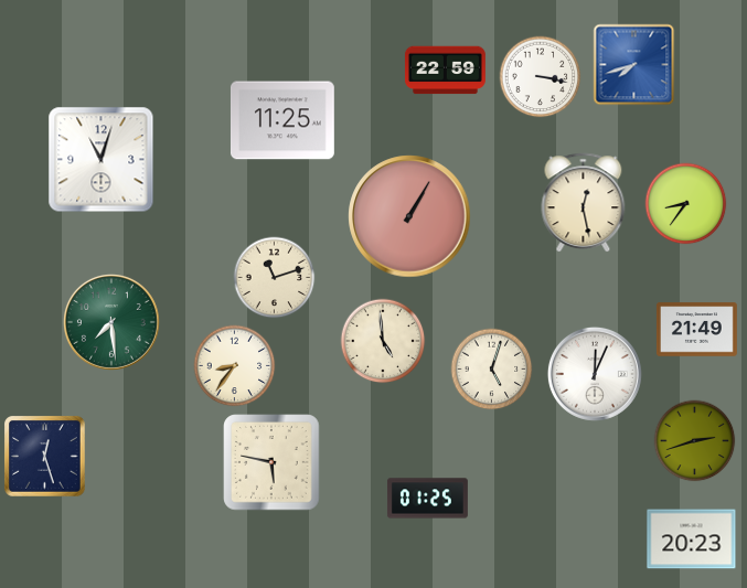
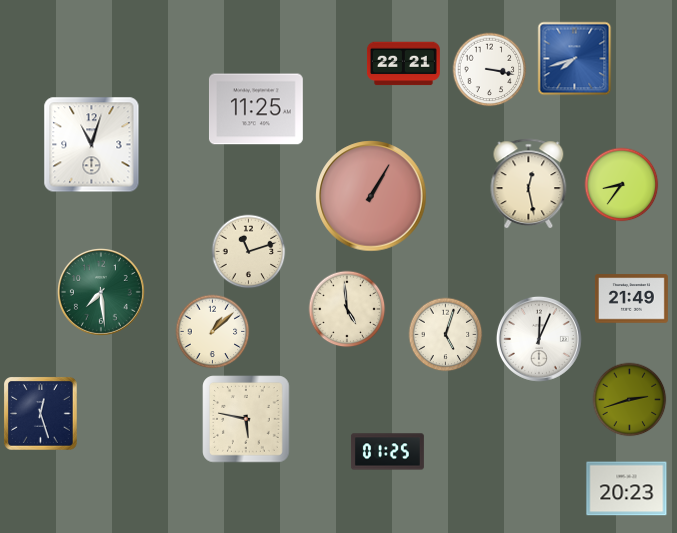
clock at (445, 71): 22:59 -> 22:21
clock at (235, 366): 8:36 -> 1:08
